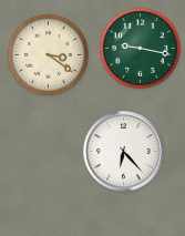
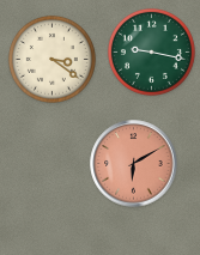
clock at (124, 152): 6:23 -> 6:10
clock at (124, 152) dial: white -> salmon
